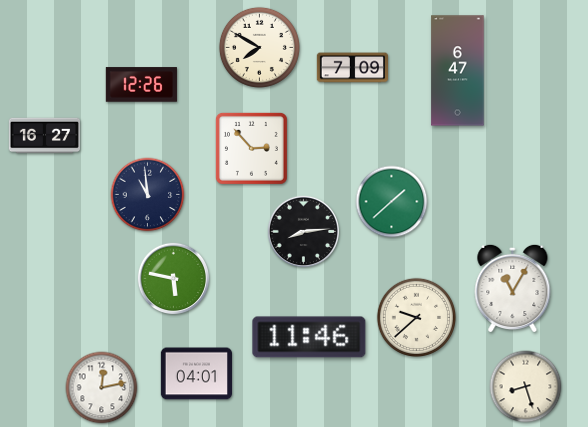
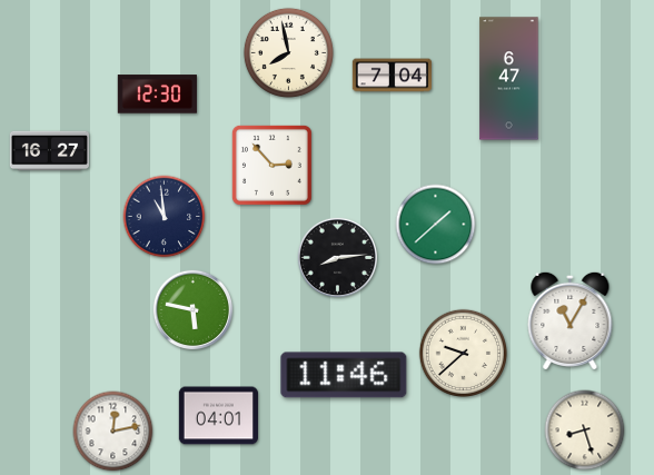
clock at (259, 47): 7:50 -> 7:58
clock at (352, 68): 7:09 -> 7:04
clock at (141, 85): 12:26 -> 12:30
clock at (251, 148) position: (251, 148) -> (271, 165)
